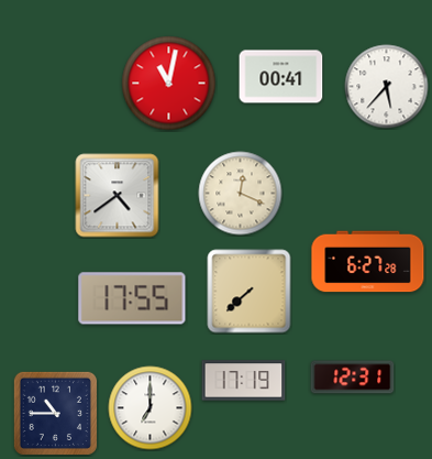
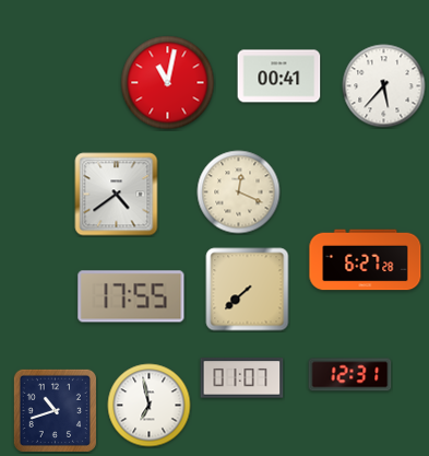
clock at (244, 381): 17:19 -> 01:07
clock at (151, 408): 7:00 -> 6:58
clock at (55, 413): 10:45 -> 10:42
